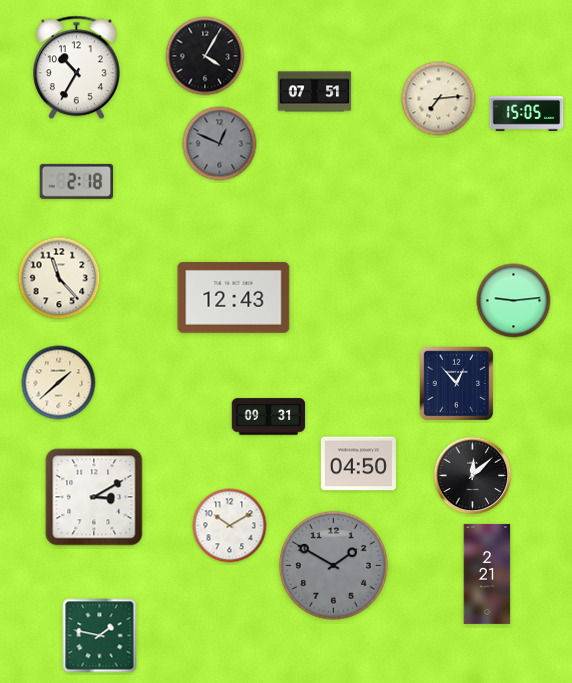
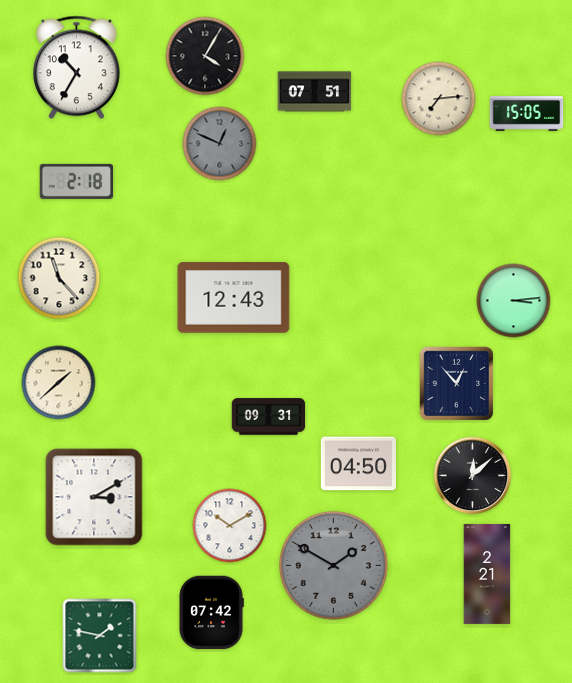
clock at (514, 301): 9:14 -> 3:14
clock at (211, 613): none -> 07:42
